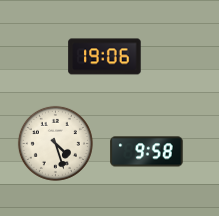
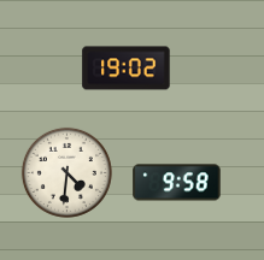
clock at (105, 57): 19:06 -> 19:02
clock at (55, 143): 4:27 -> 4:31
